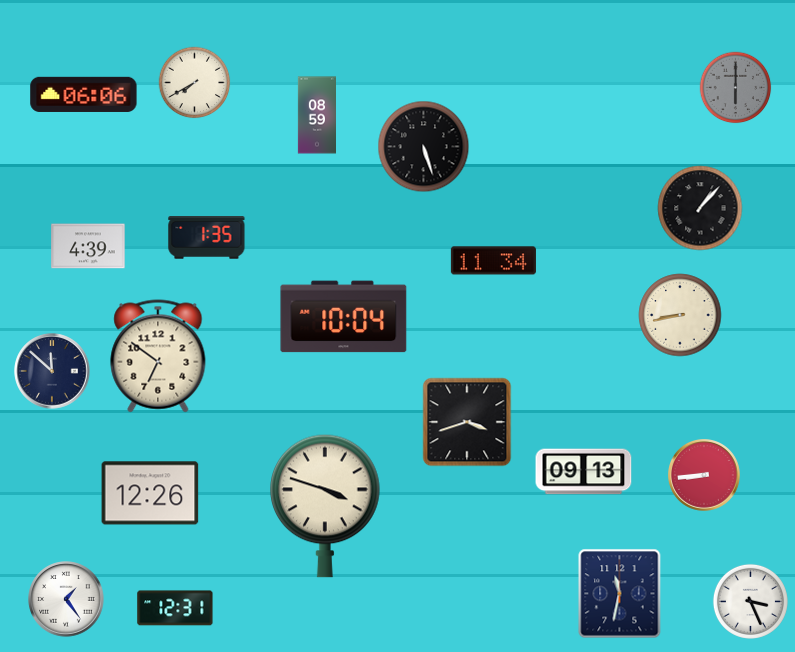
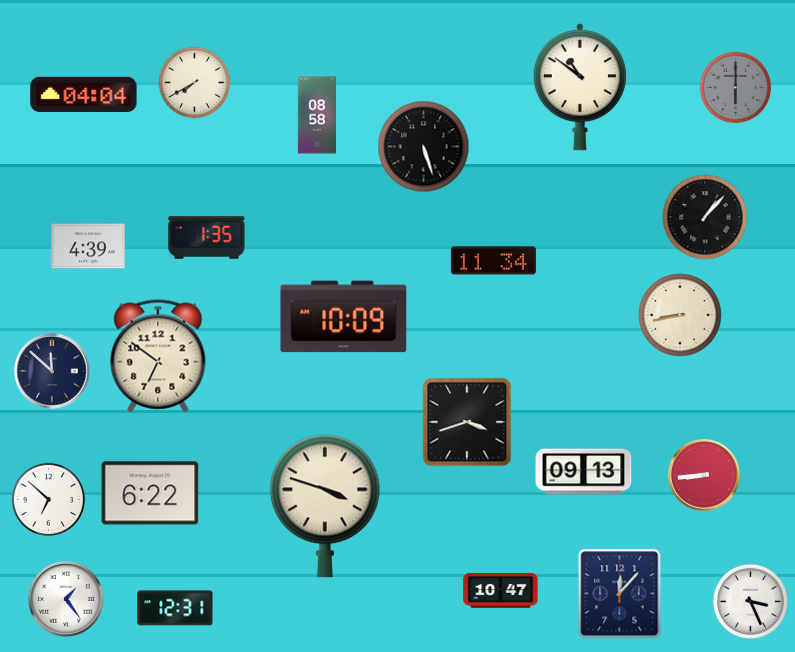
clock at (580, 87): none -> 10:51
clock at (84, 94): 06:06 -> 04:04
clock at (316, 115): 08:59 -> 08:58
clock at (700, 208) position: (700, 208) -> (705, 217)
clock at (344, 317): 10:04 -> 10:09
clock at (150, 493): 12:26 -> 6:22
clock at (48, 499): none -> 6:52
clock at (501, 590): none -> 10:47
clock at (620, 594): 11:32 -> 12:07
